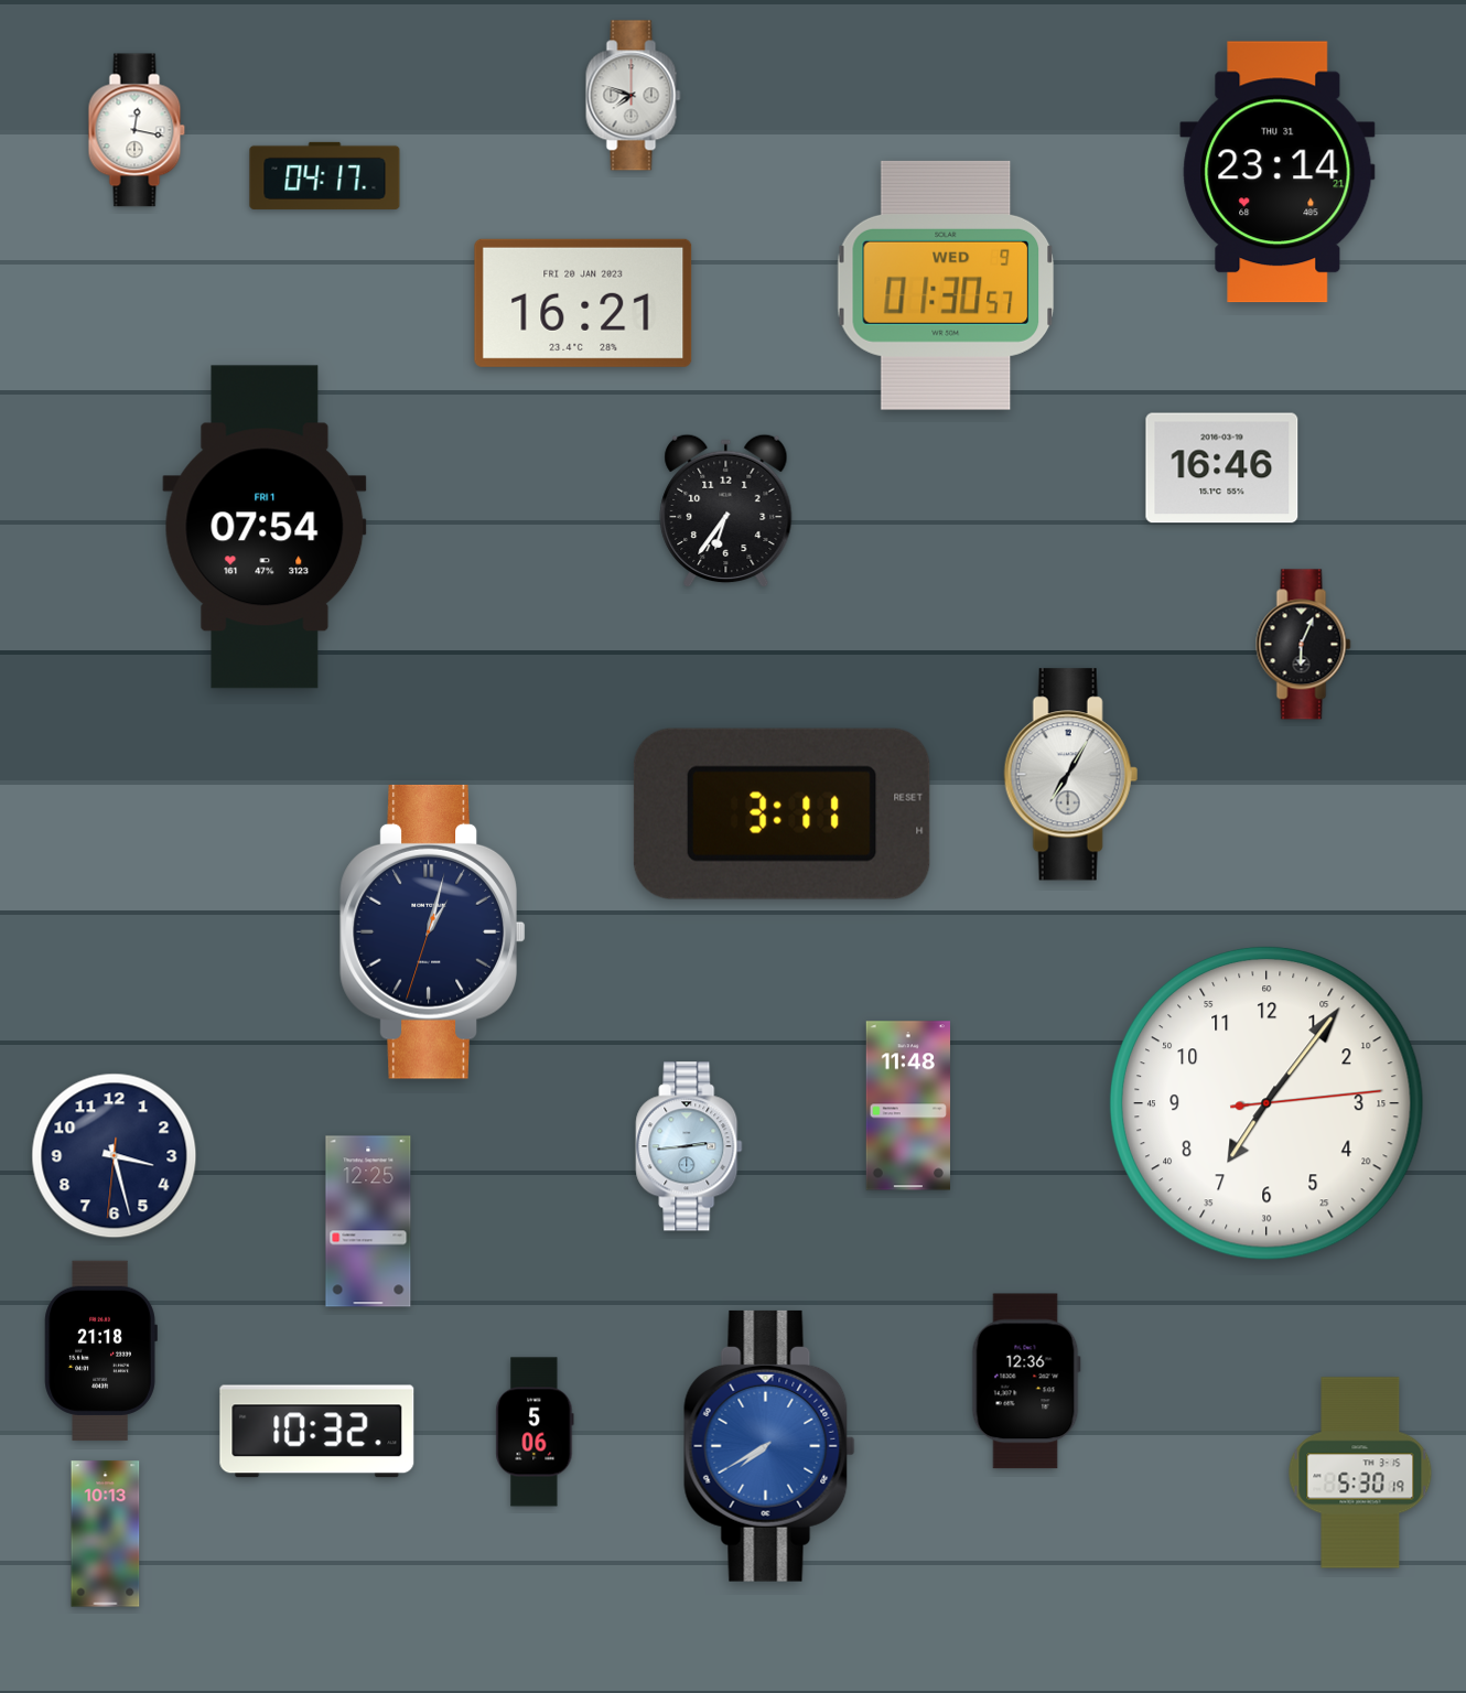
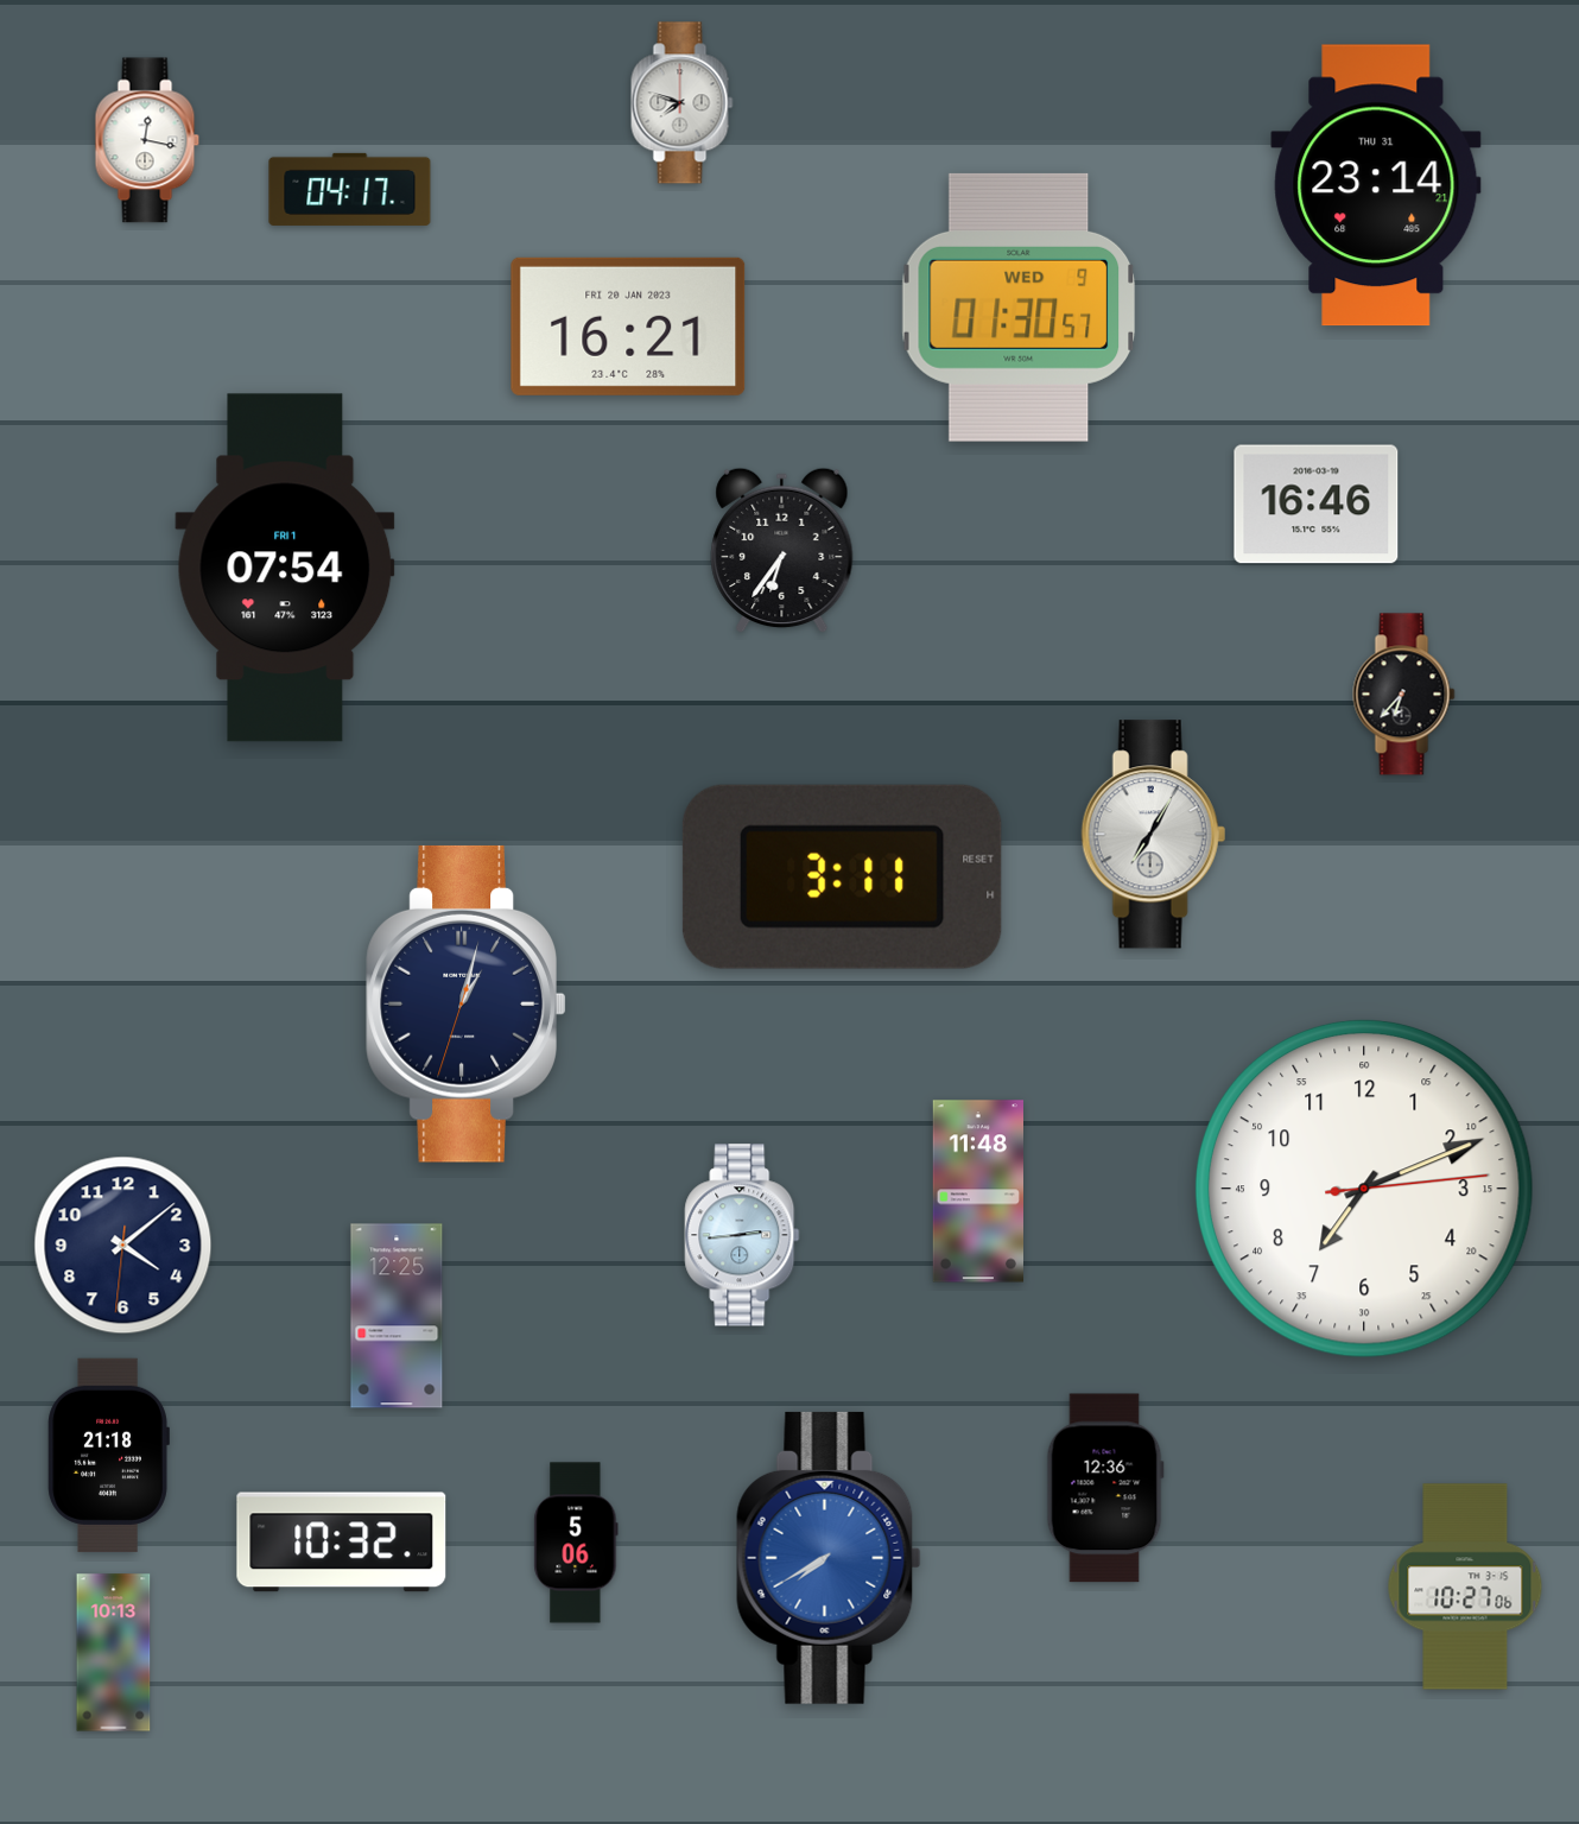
clock at (1304, 645): 6:04 -> 6:37
clock at (1266, 1103): 7:06 -> 7:11
clock at (115, 1156): 3:27 -> 4:08
clock at (1360, 1473): 5:30 -> 10:27
